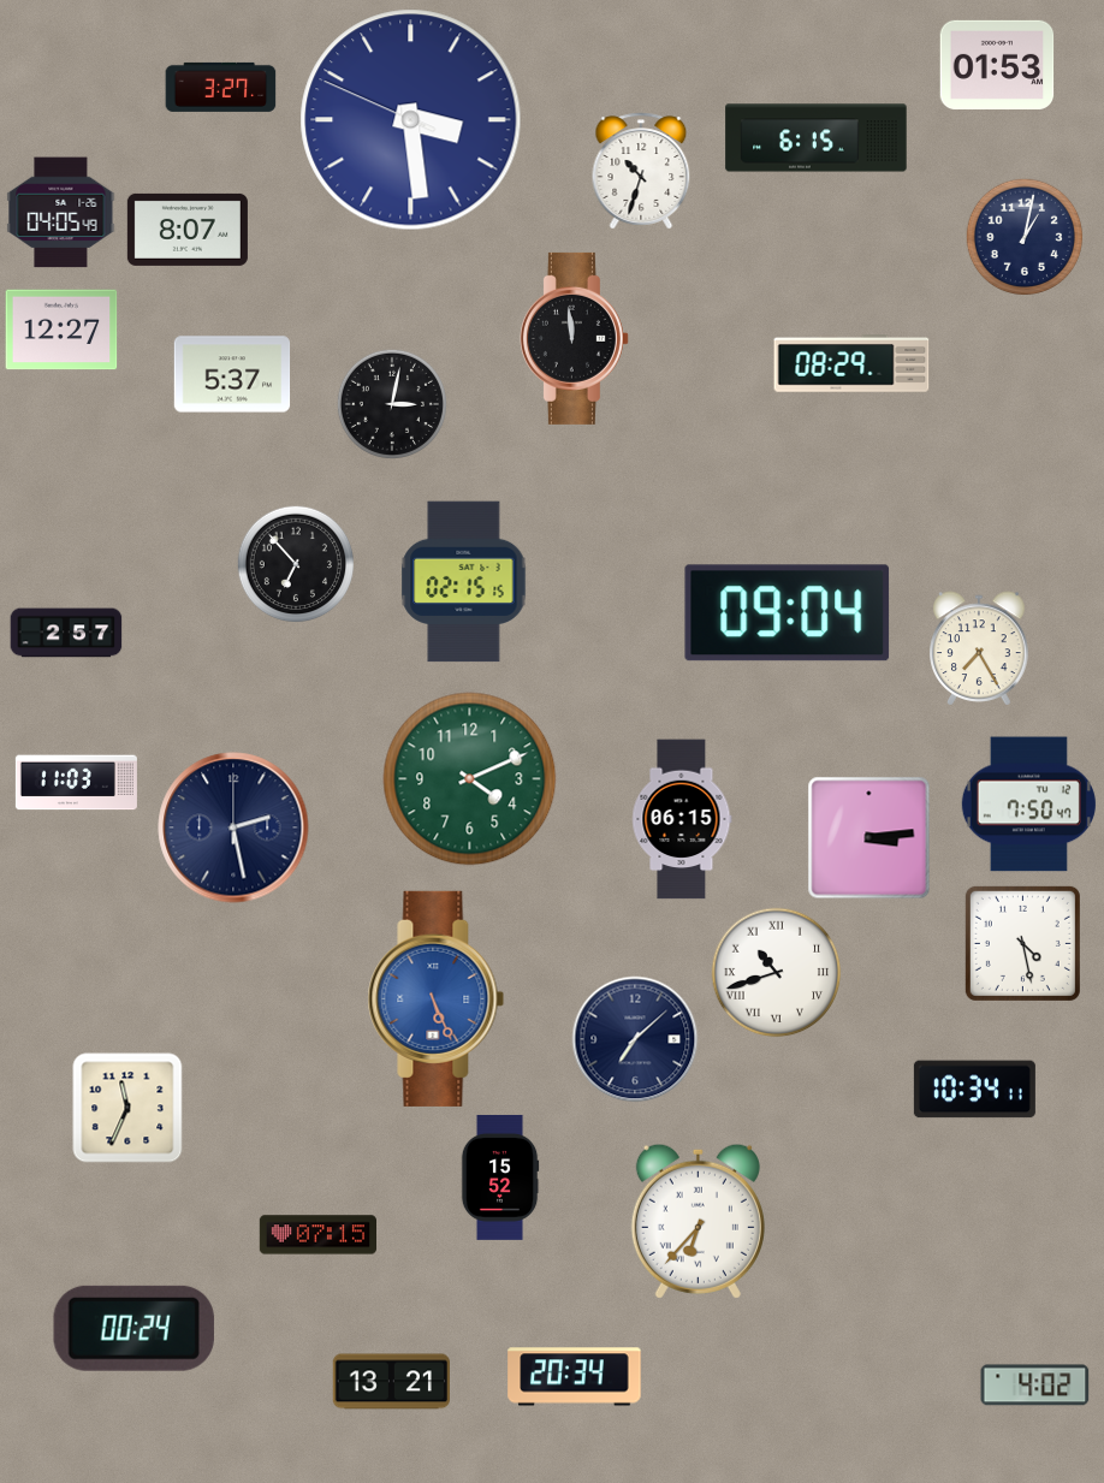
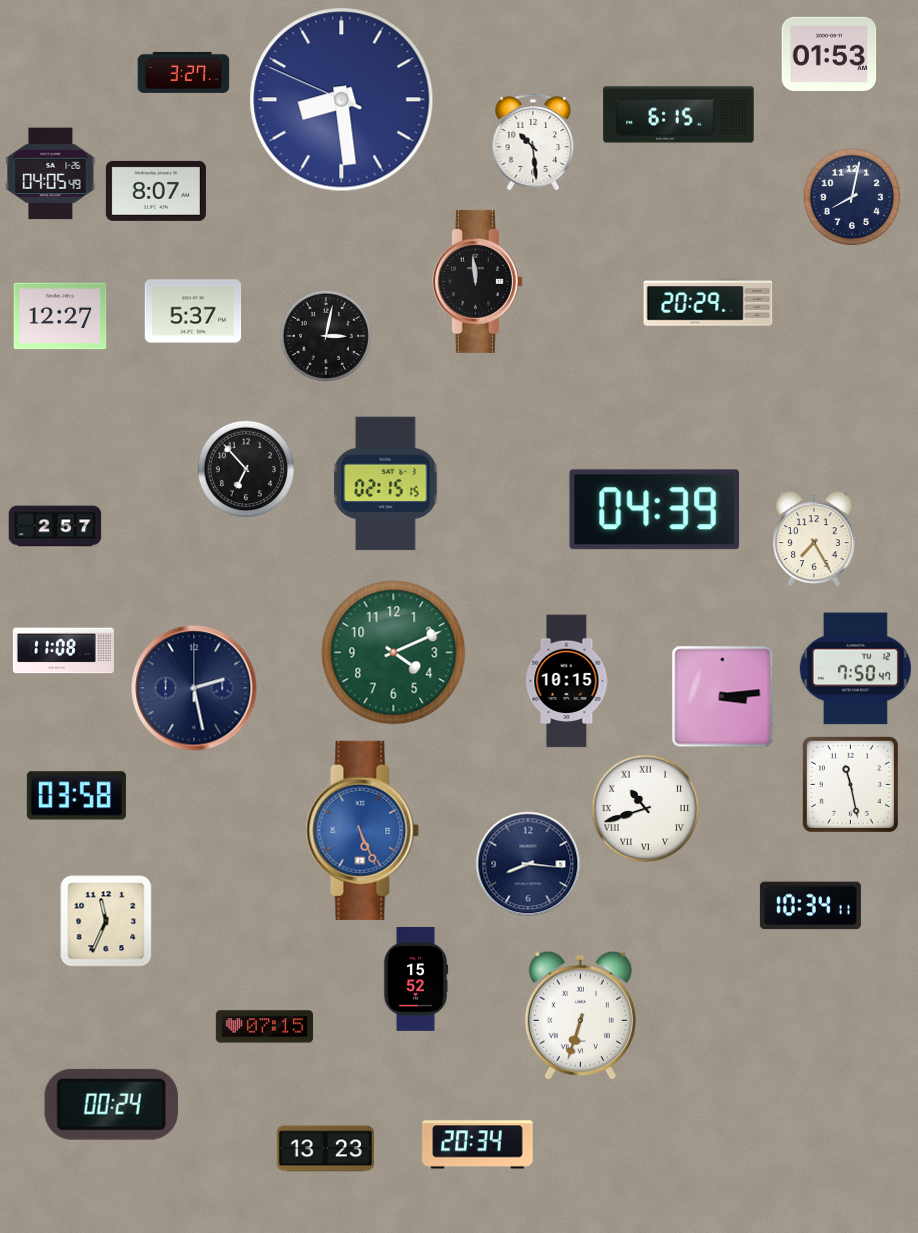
clock at (411, 120): 3:28 -> 8:28
clock at (641, 171): 10:33 -> 10:29
clock at (61, 213) position: (61, 213) -> (51, 174)
clock at (1023, 236): 1:02 -> 8:02
clock at (61, 330) position: (61, 330) -> (60, 316)
clock at (851, 364): 08:29 -> 20:29
clock at (788, 613): 09:04 -> 04:39
clock at (470, 779) position: (470, 779) -> (394, 653)
clock at (76, 783): 11:03 -> 11:08
clock at (682, 819): 06:15 -> 10:15
clock at (1022, 943): 4:28 -> 11:28
clock at (76, 796): none -> 03:58
clock at (635, 1039): 7:08 -> 8:16
clock at (698, 1221): 6:37 -> 6:33
clock at (391, 1382): 13:21 -> 13:23
clock at (1035, 1386): 4:02 -> none
